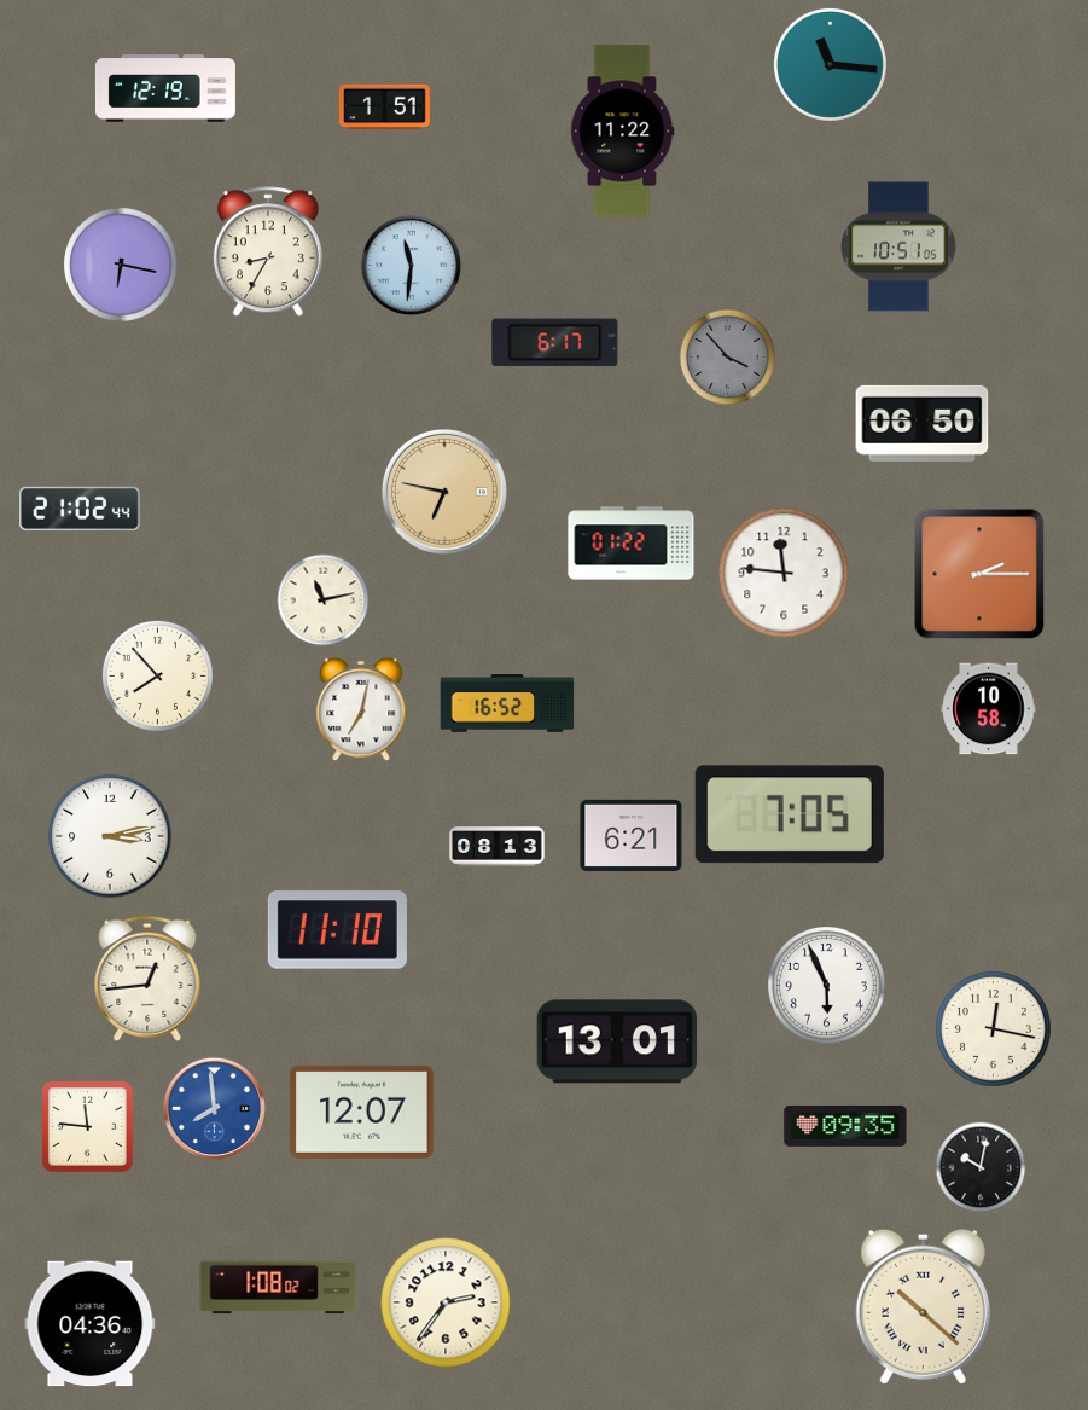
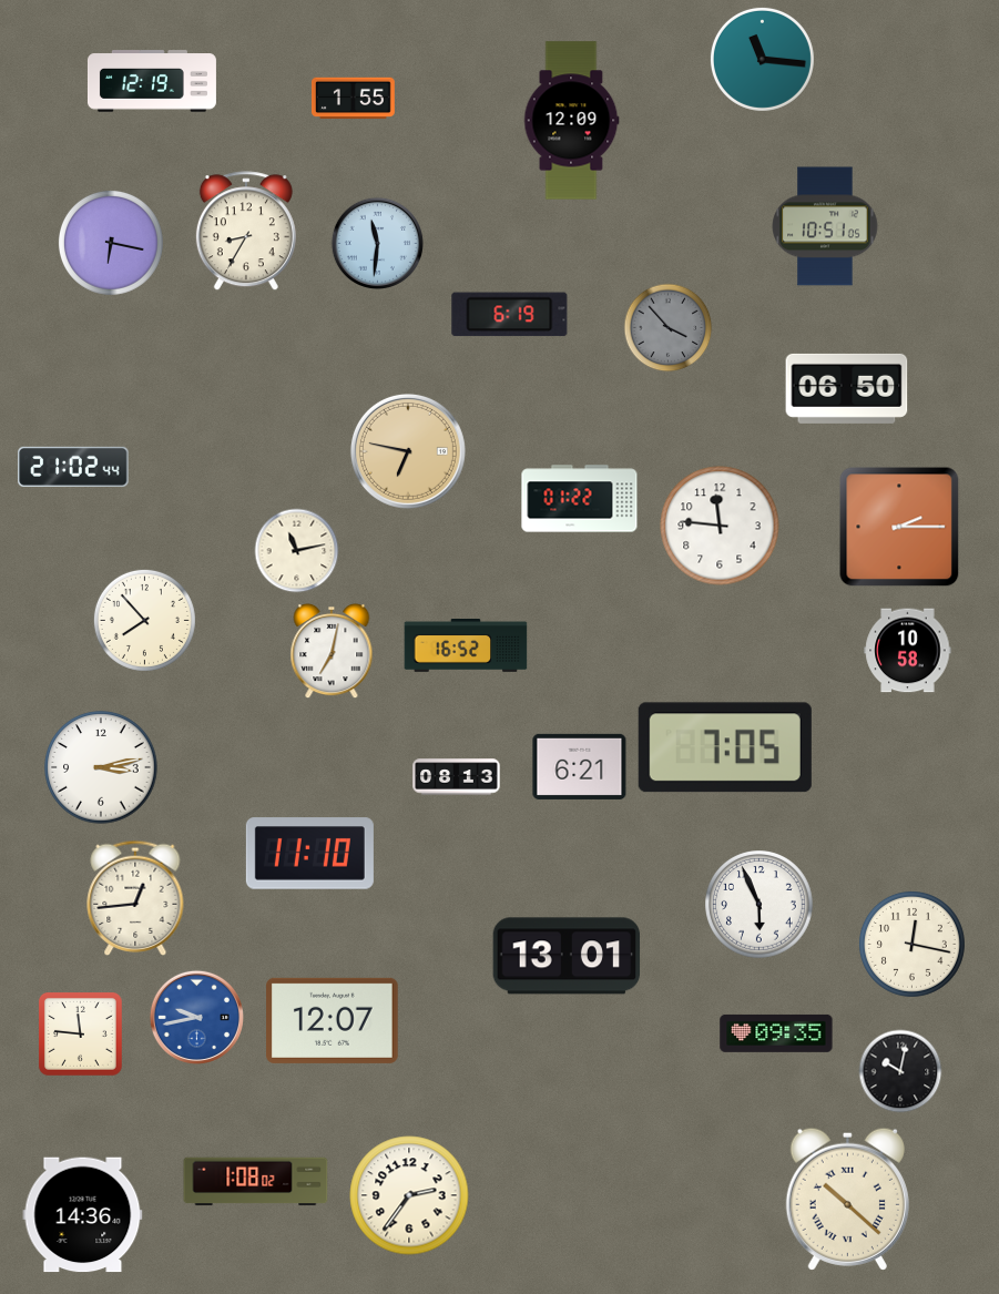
clock at (385, 108): 1:51 -> 1:55
clock at (622, 132): 11:22 -> 12:09
clock at (555, 343): 6:17 -> 6:19
clock at (214, 1108): 7:59 -> 9:43
clock at (91, 1324): 04:36 -> 14:36
